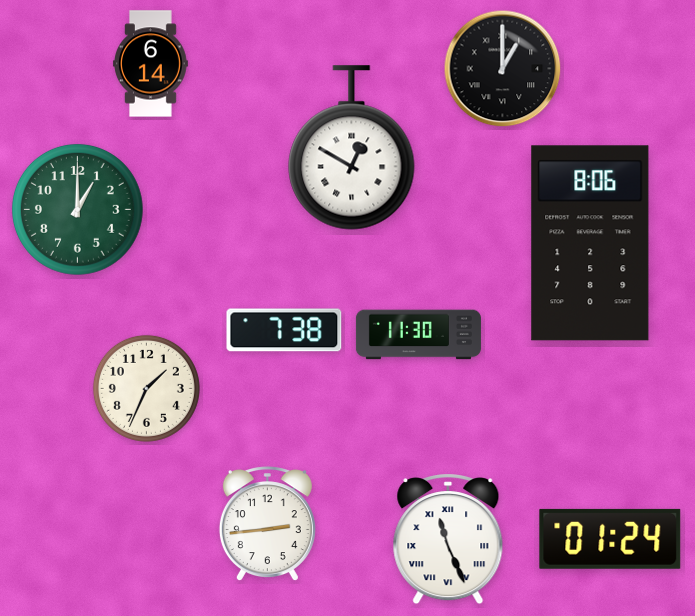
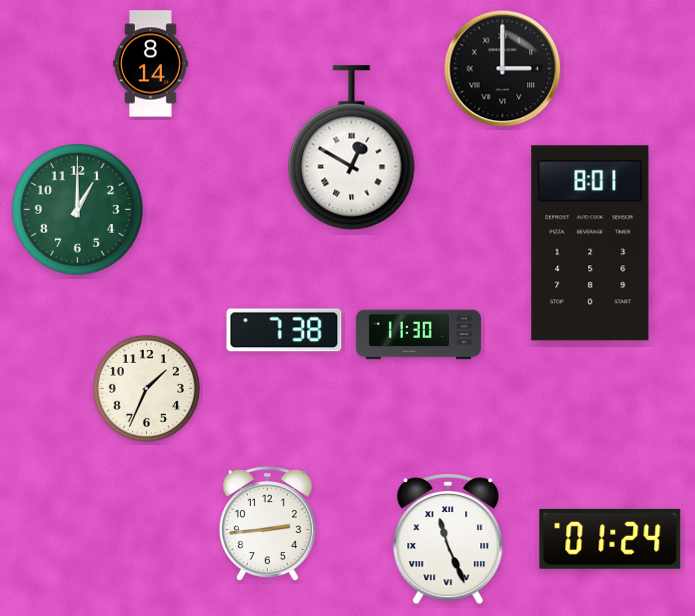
clock at (151, 64): 6:14 -> 8:14
clock at (503, 69): 1:00 -> 3:00
clock at (590, 243): 8:06 -> 8:01
